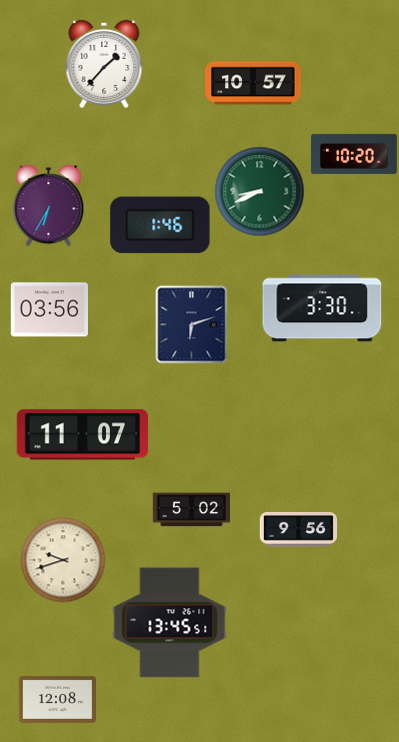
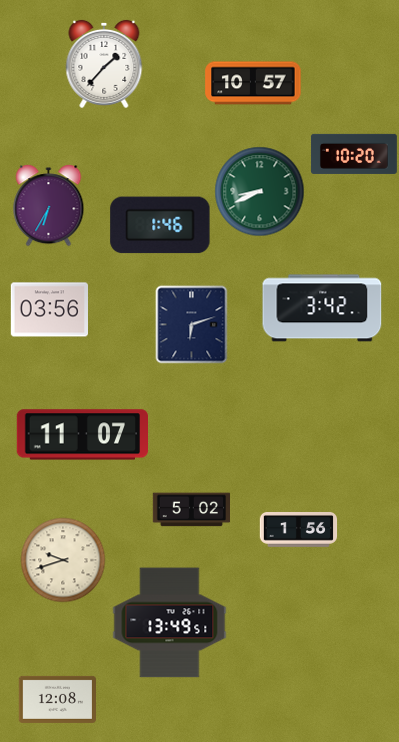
clock at (322, 308): 3:30 -> 3:42
clock at (298, 530): 9:56 -> 1:56
clock at (170, 623): 13:45 -> 13:49
